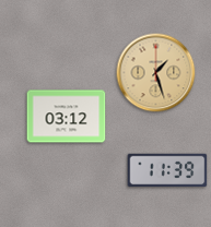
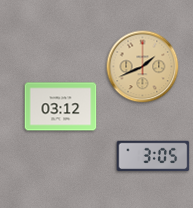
clock at (156, 73): 1:27 -> 1:41
clock at (167, 170): 11:39 -> 3:05
